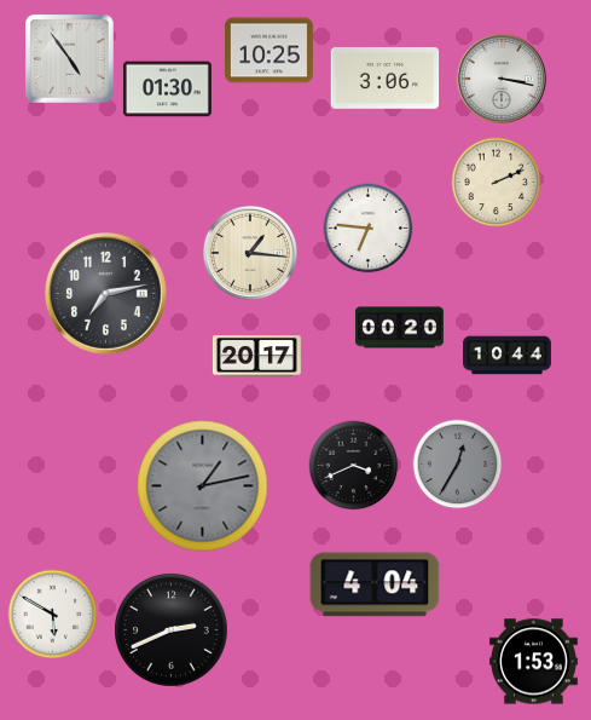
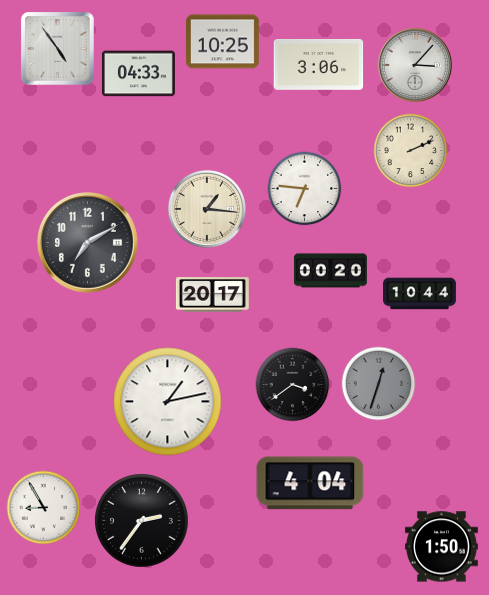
clock at (502, 79): 3:17 -> 3:07
clock at (167, 90): 01:30 -> 04:33
clock at (106, 294): 7:13 -> 7:10
clock at (458, 465): 12:35 -> 12:33
clock at (354, 466): 3:41 -> 3:39
clock at (203, 486) dial: grey -> white
clock at (53, 615): 5:50 -> 8:55
clock at (172, 630): 2:41 -> 2:36
clock at (533, 662): 1:53 -> 1:50
